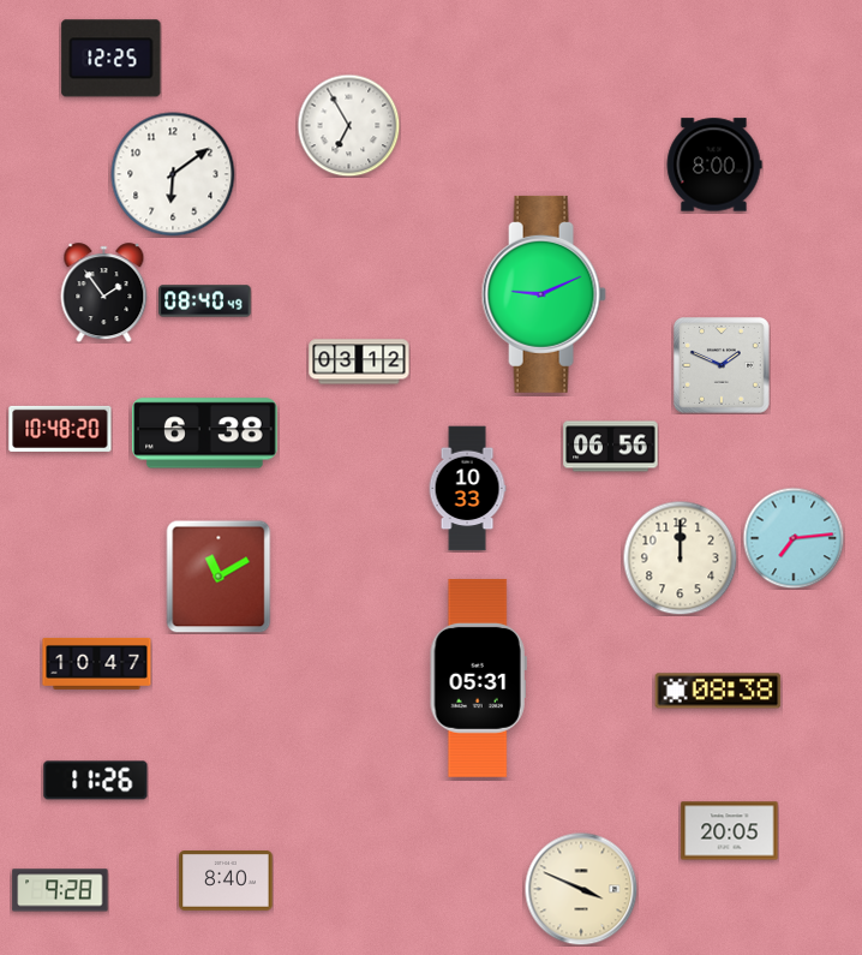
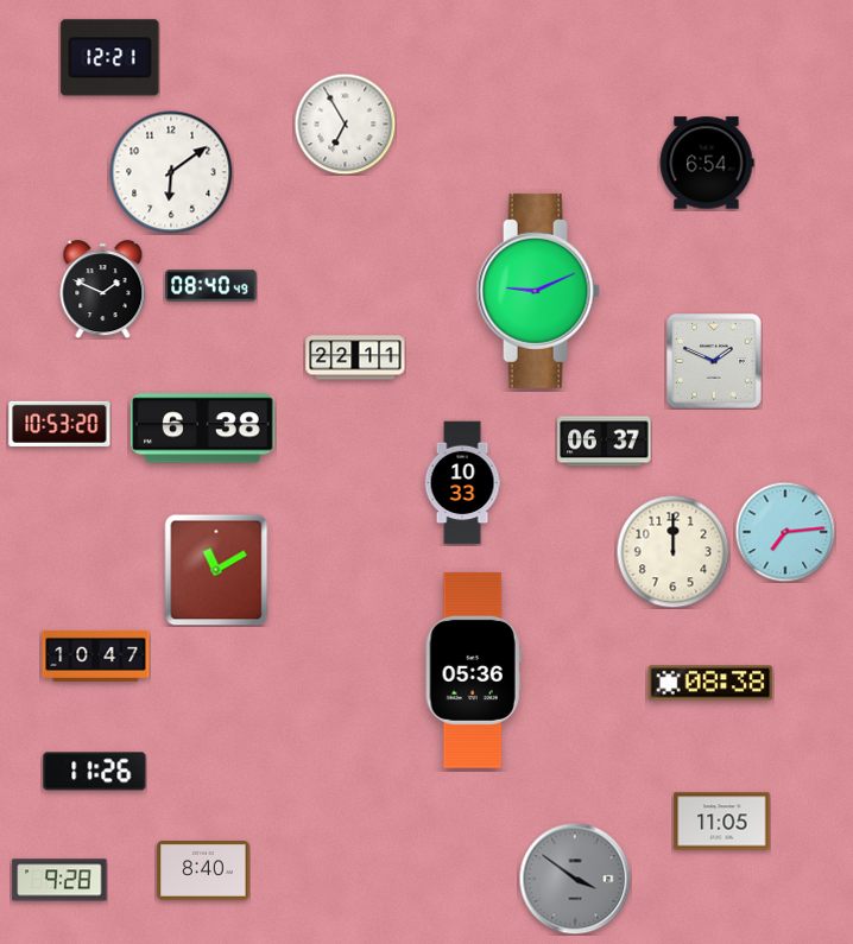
clock at (112, 59): 12:25 -> 12:21
clock at (714, 165): 8:00 -> 6:54
clock at (104, 293): 1:54 -> 1:49
clock at (205, 302) position: (205, 302) -> (211, 286)
clock at (359, 362): 03:12 -> 22:11
clock at (60, 429): 10:48 -> 10:53
clock at (611, 447): 06:56 -> 06:37
clock at (478, 678): 05:31 -> 05:36
clock at (730, 831): 20:05 -> 11:05
clock at (226, 882) position: (226, 882) -> (203, 872)
clock at (581, 889): 3:49 -> 3:51
clock at (581, 889) dial: cream -> grey
